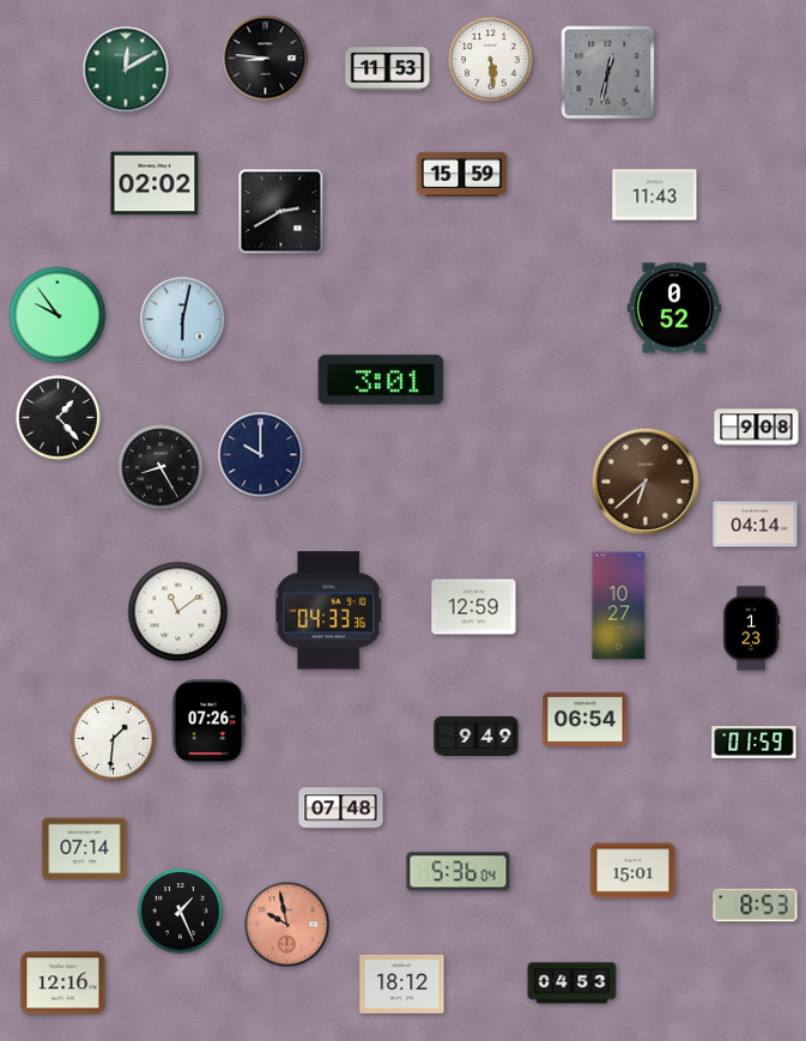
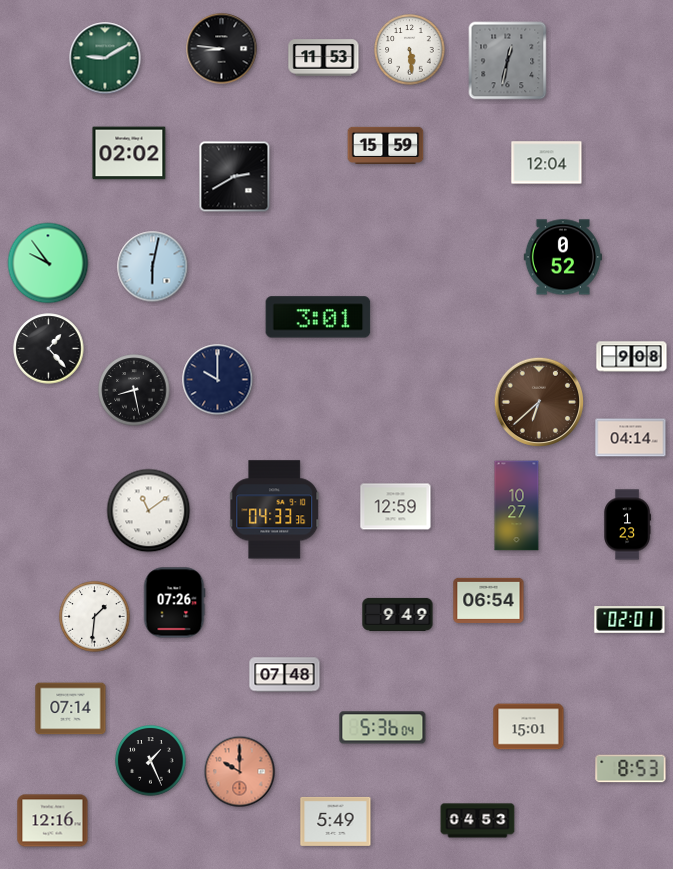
clock at (126, 69): 12:10 -> 9:10
clock at (655, 195): 11:43 -> 12:04
clock at (160, 467): 8:25 -> 8:28
clock at (755, 743): 01:59 -> 02:01
clock at (756, 906) position: (756, 906) -> (631, 769)
clock at (287, 925): 9:58 -> 10:00
clock at (402, 983): 18:12 -> 5:49
